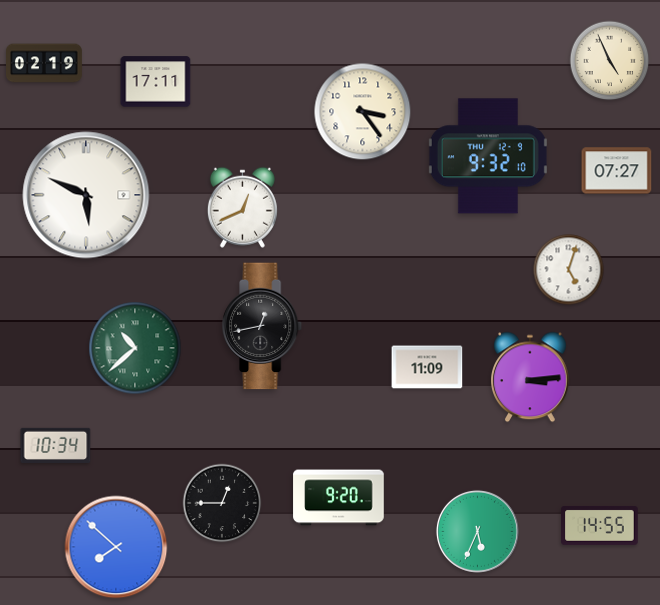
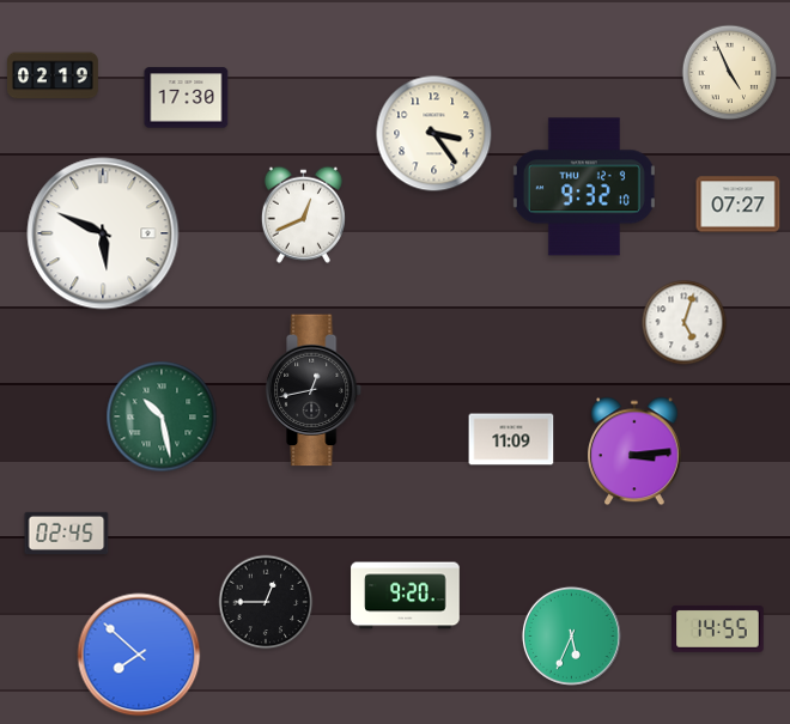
clock at (156, 82): 17:11 -> 17:30
clock at (242, 207) position: (242, 207) -> (303, 214)
clock at (569, 270) position: (569, 270) -> (685, 323)
clock at (135, 348): 10:38 -> 10:28
clock at (56, 445): 10:34 -> 02:45
